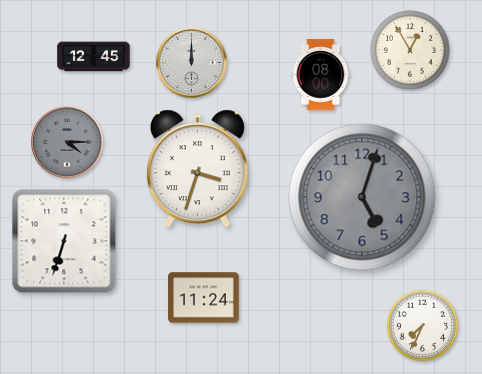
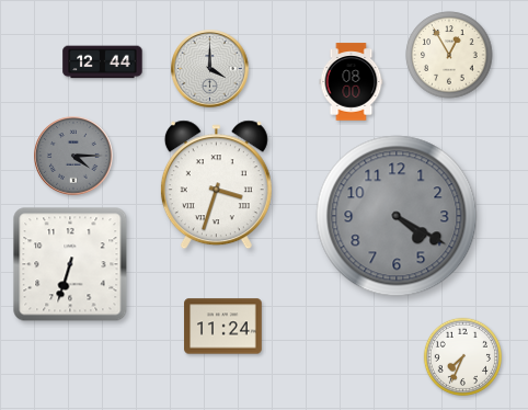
clock at (94, 57): 12:45 -> 12:44
clock at (192, 63): 12:00 -> 4:00
clock at (362, 197): 5:03 -> 4:20
